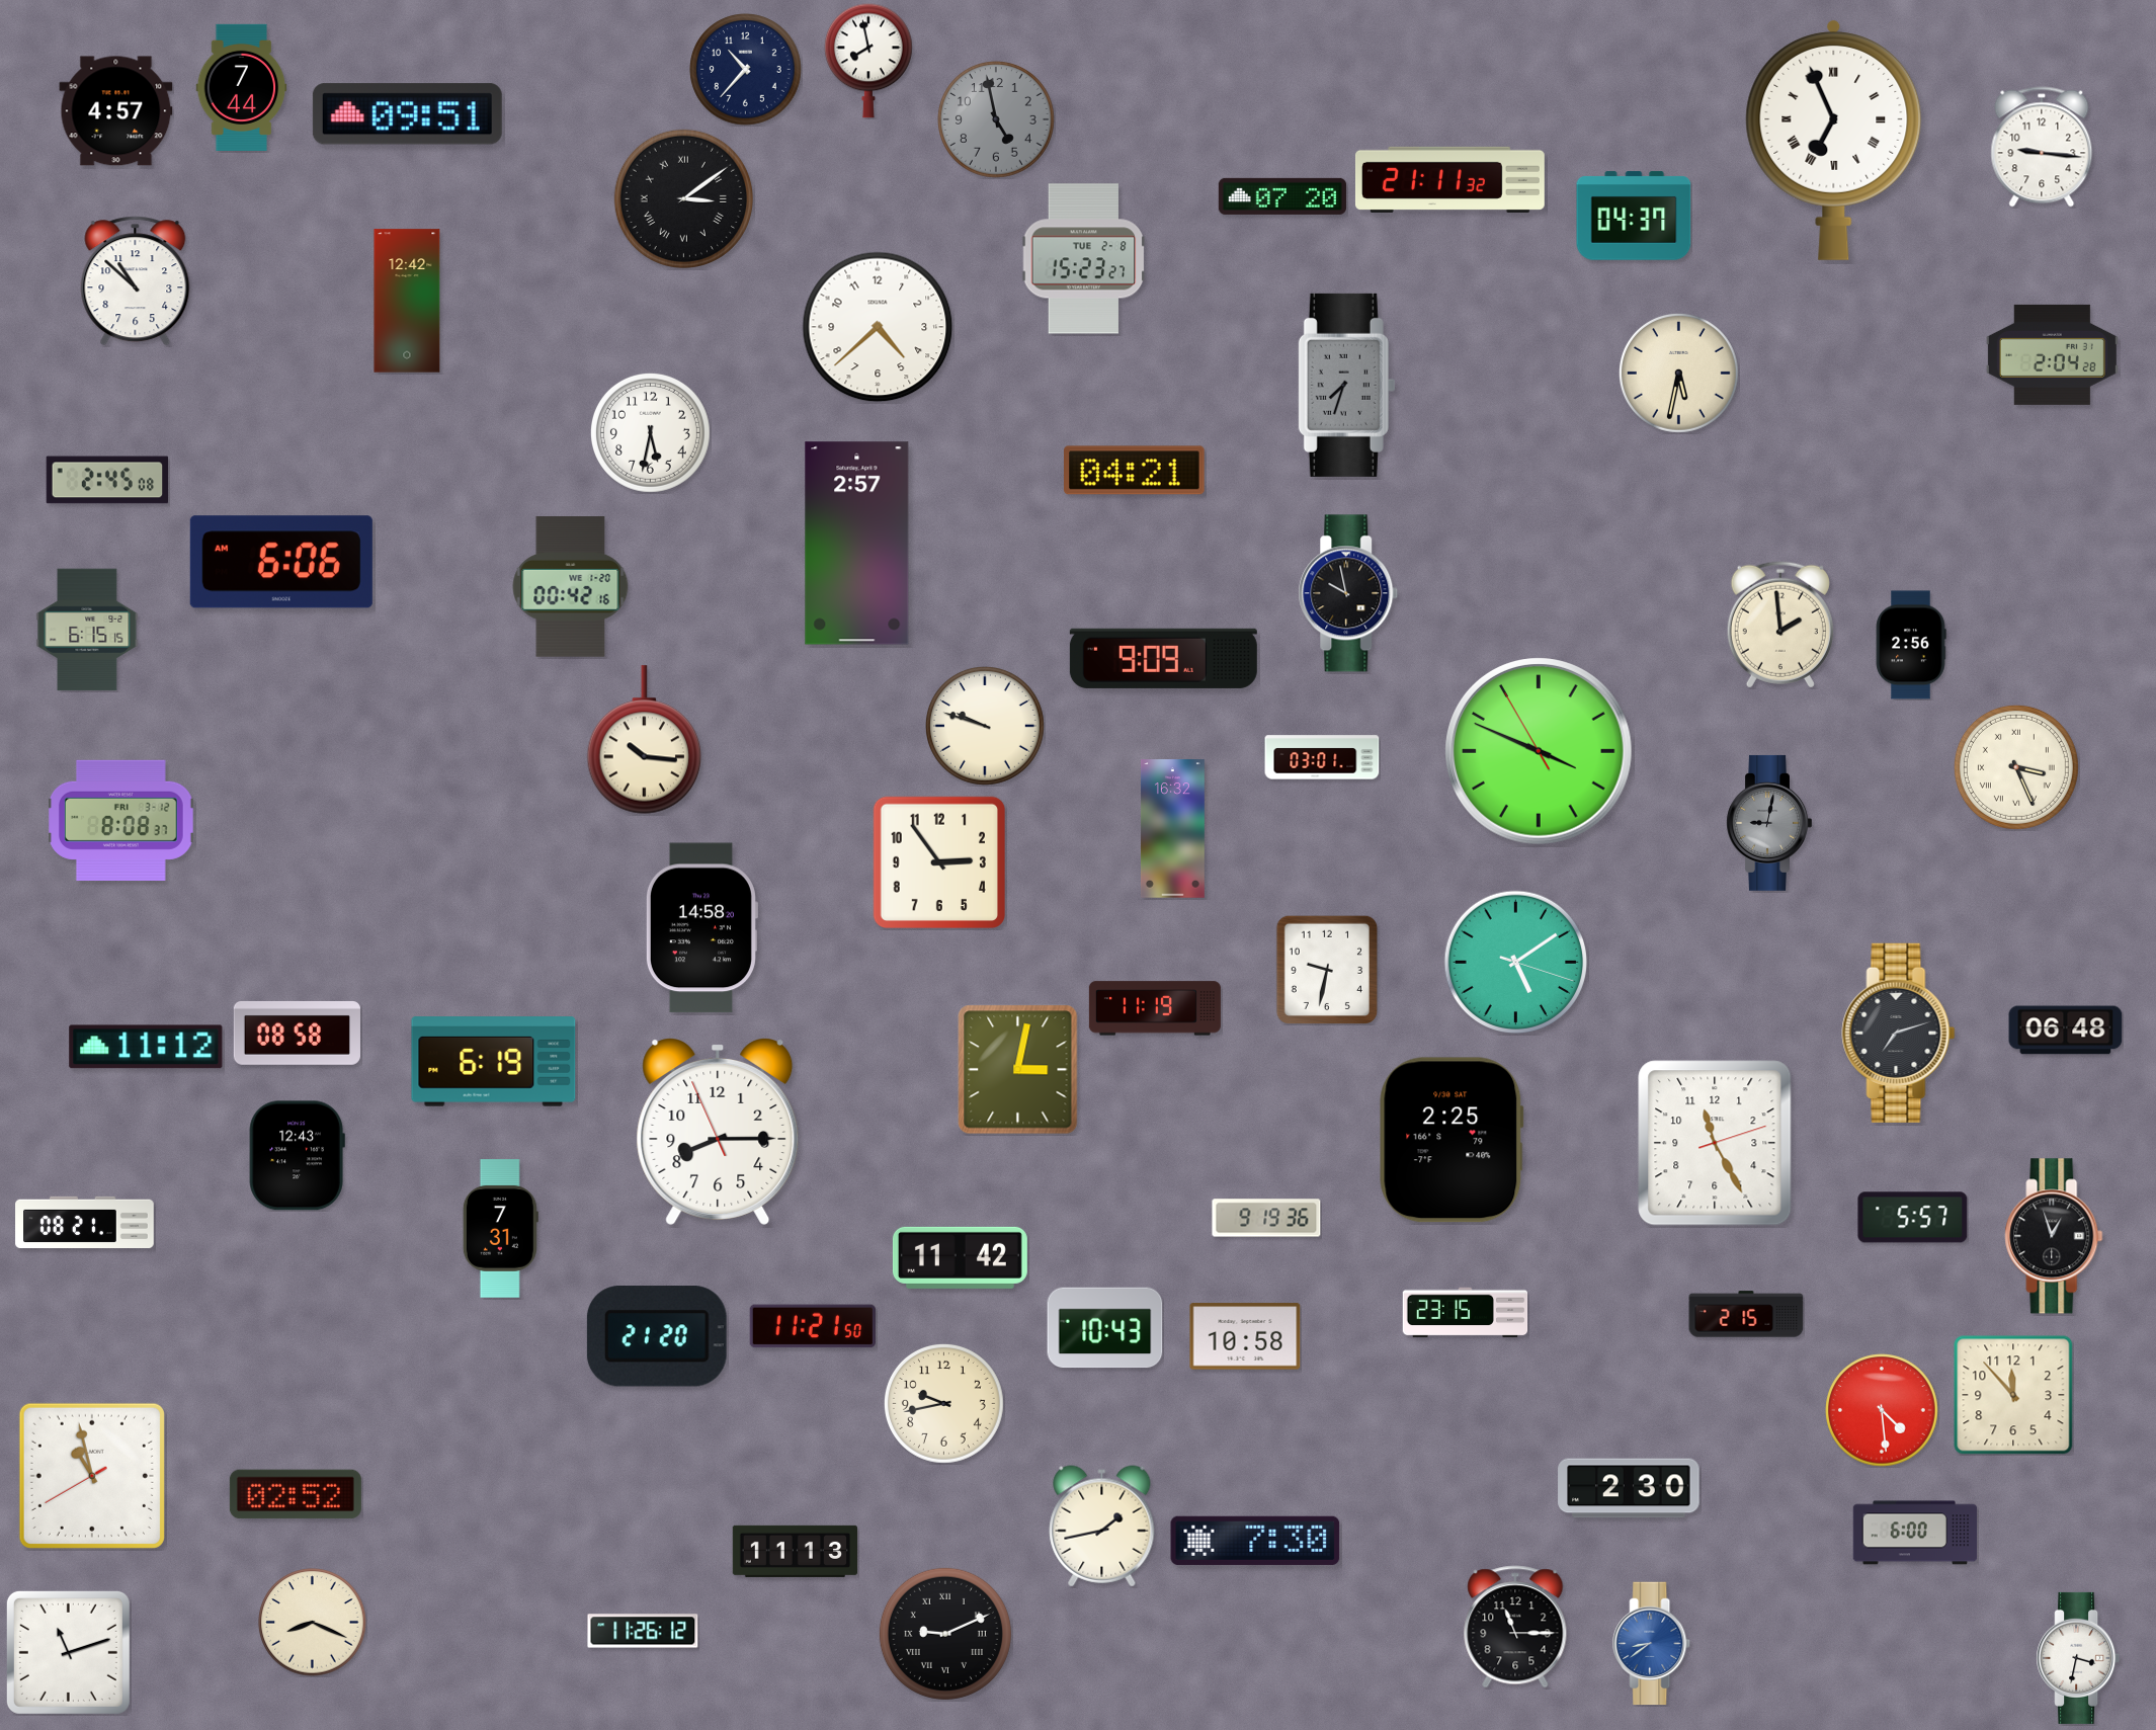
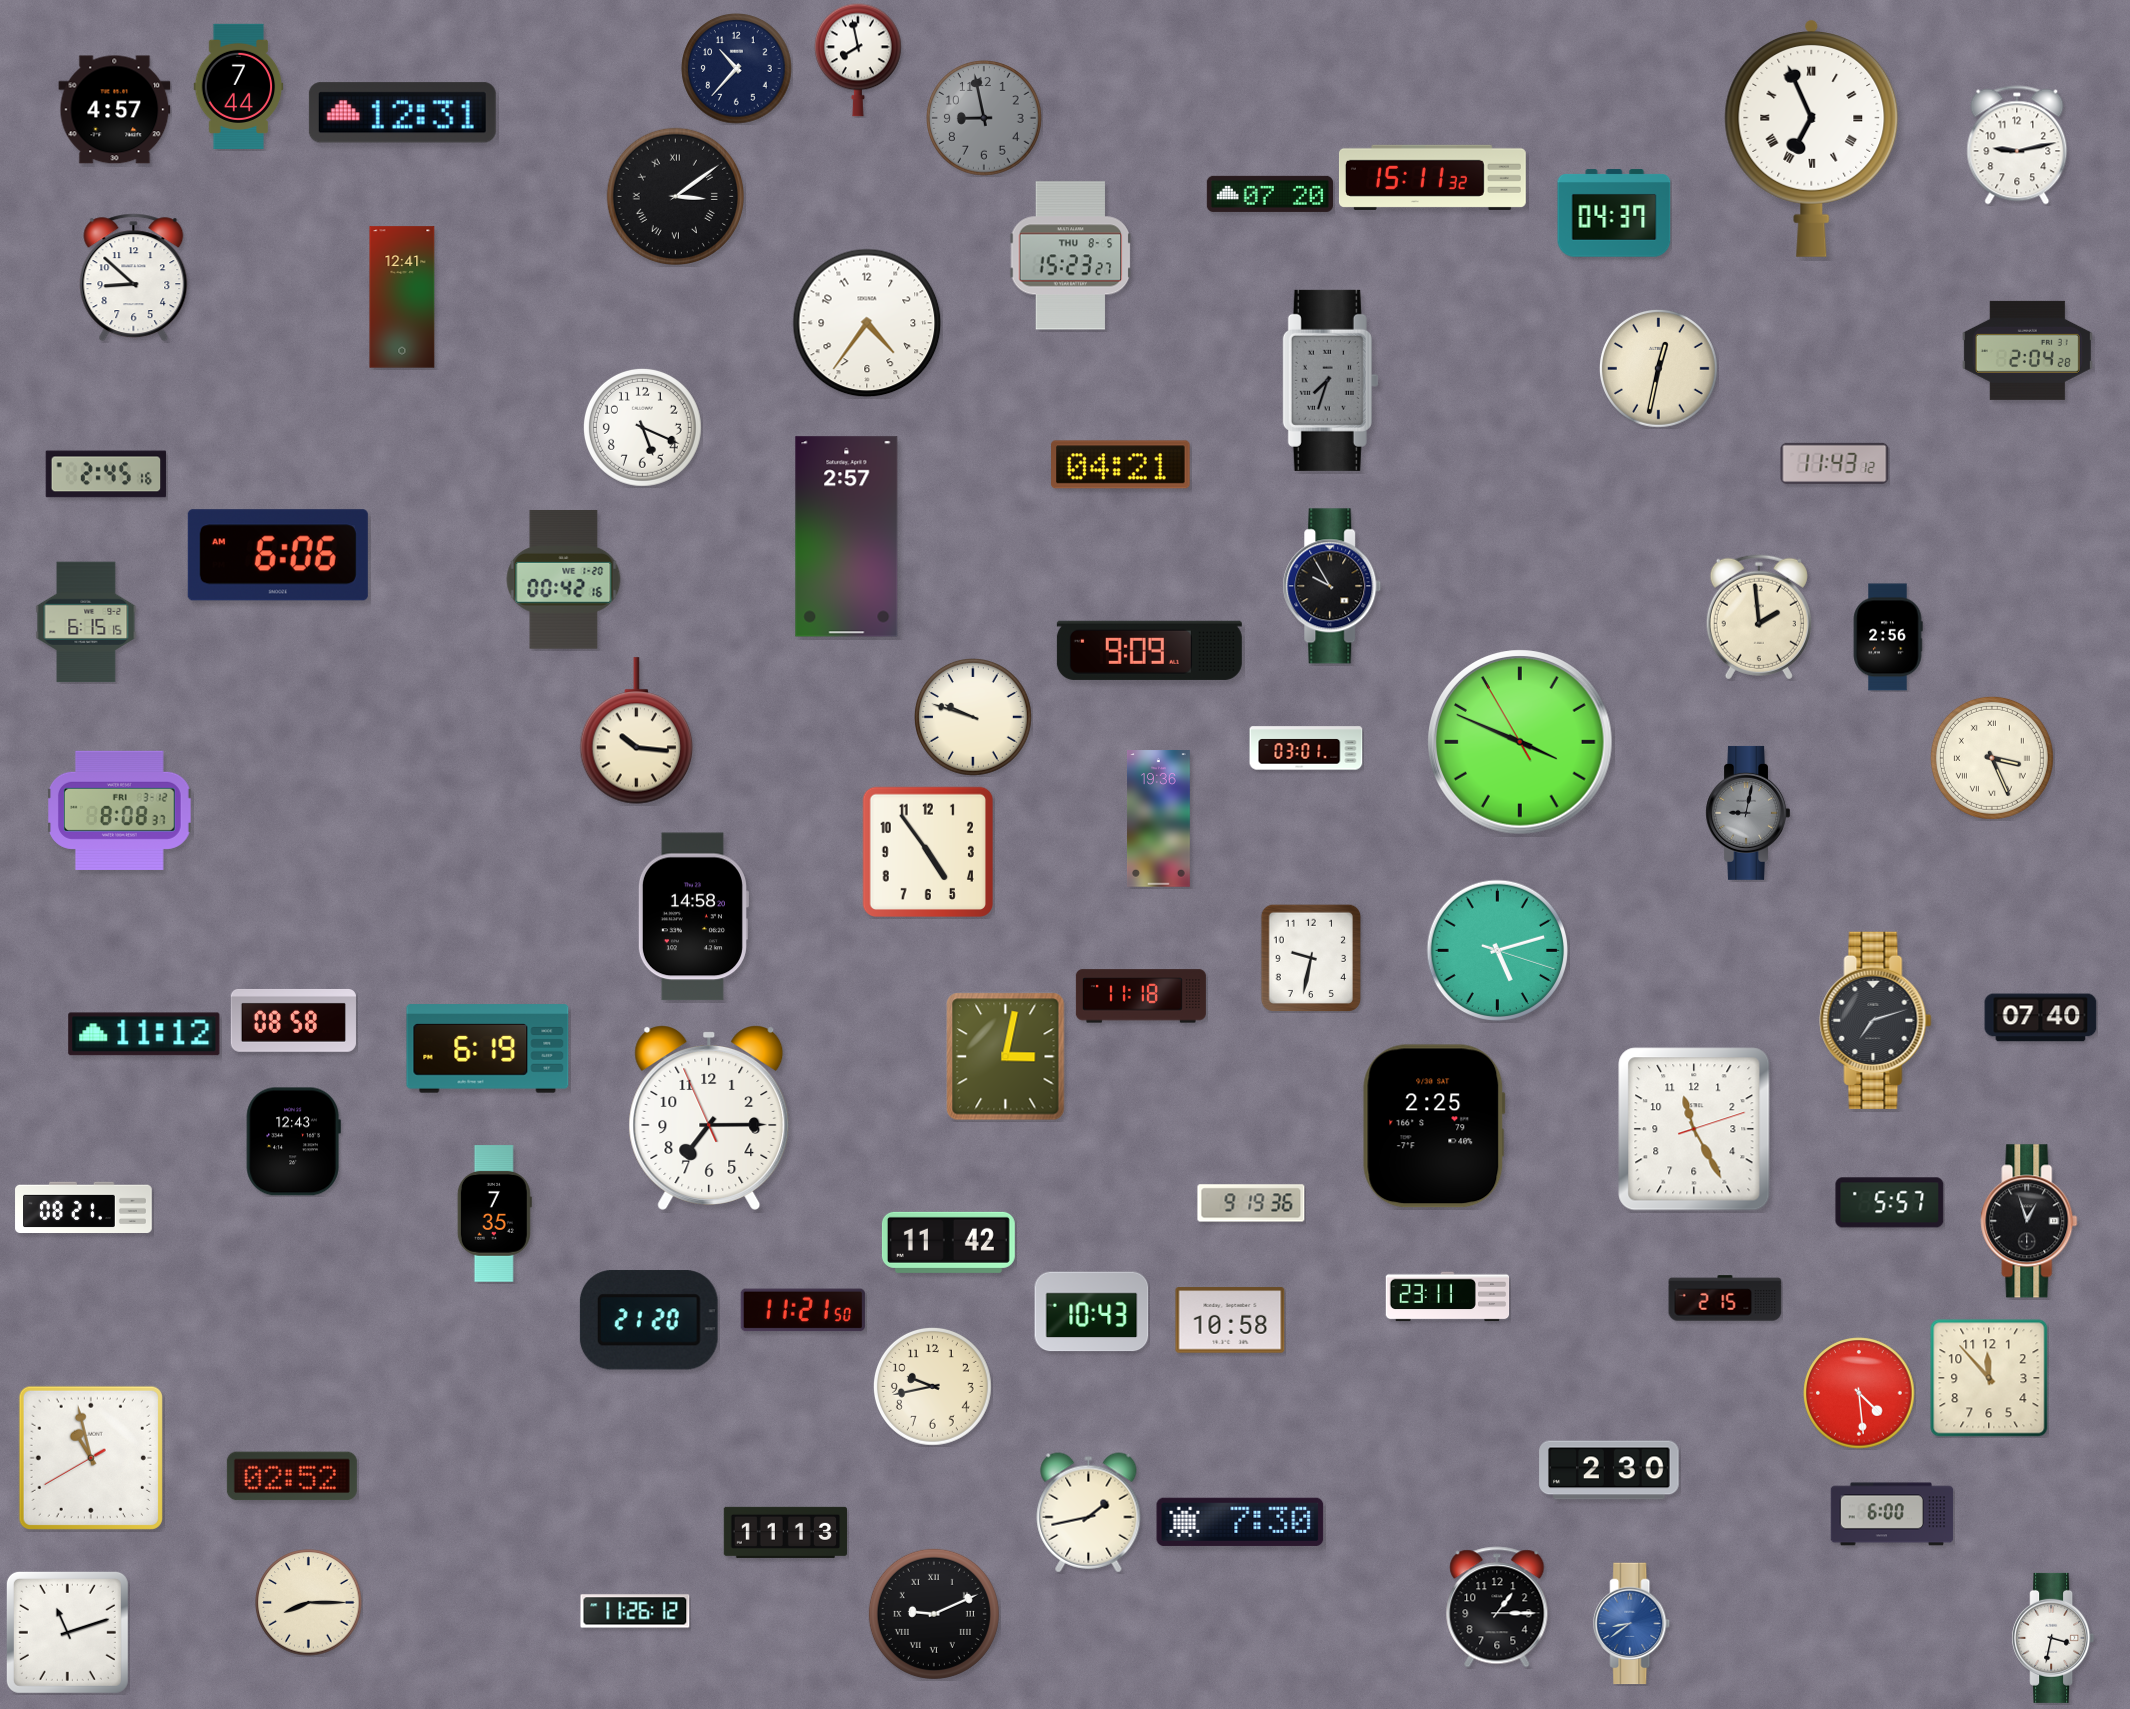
clock at (407, 114): 09:51 -> 12:31
clock at (997, 120): 4:58 -> 8:58
clock at (2042, 147): 9:16 -> 9:13
clock at (1449, 179): 21:11 -> 15:11
clock at (1282, 196) position: (1282, 196) -> (1270, 194)
clock at (1084, 259) date: TUE 2-8 -> THU 8-5
clock at (136, 281): 10:52 -> 8:52
clock at (407, 301): 12:42 -> 12:41
clock at (878, 327): 4:38 -> 4:36
clock at (1678, 373): 5:32 -> 12:32
clock at (650, 432): 5:32 -> 5:19
clock at (1835, 463): none -> 11:43
clock at (107, 480): 2:45:08 -> 2:45:16
clock at (1348, 593): 9:58 -> 9:55
clock at (1173, 829): 16:32 -> 19:36
clock at (938, 861): 2:54 -> 4:54
clock at (1516, 963): 5:09 -> 5:12
clock at (1155, 1008): 11:19 -> 11:18
clock at (2066, 1031): 06:48 -> 07:40
clock at (718, 1132): 8:14 -> 7:14
clock at (500, 1229): 7:31 -> 7:35
clock at (1466, 1313): 23:15 -> 23:11
clock at (1102, 1527) position: (1102, 1527) -> (1089, 1513)
clock at (313, 1623): 8:19 -> 8:15
clock at (1515, 1627): 11:15 -> 1:15
